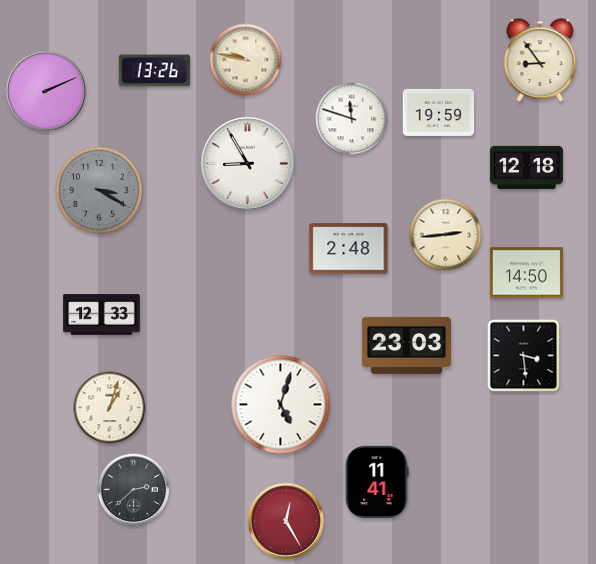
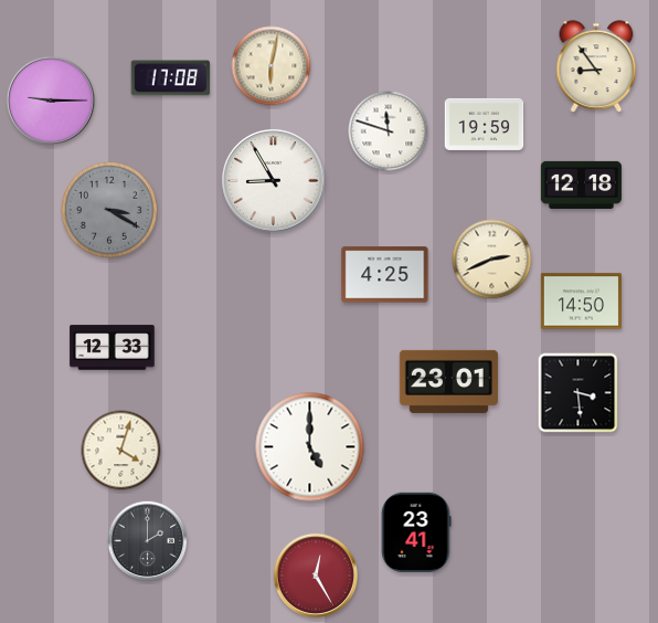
clock at (246, 60): 9:47 -> 6:02
clock at (155, 71): 13:26 -> 17:08
clock at (46, 91): 2:11 -> 9:15
clock at (446, 235): 2:44 -> 2:41
clock at (349, 249): 2:48 -> 4:25
clock at (406, 345): 23:03 -> 23:01
clock at (281, 405): 5:03 -> 5:00
clock at (110, 408): 1:03 -> 4:03
clock at (377, 481): 11:41 -> 23:41
clock at (134, 490): 2:38 -> 2:00
